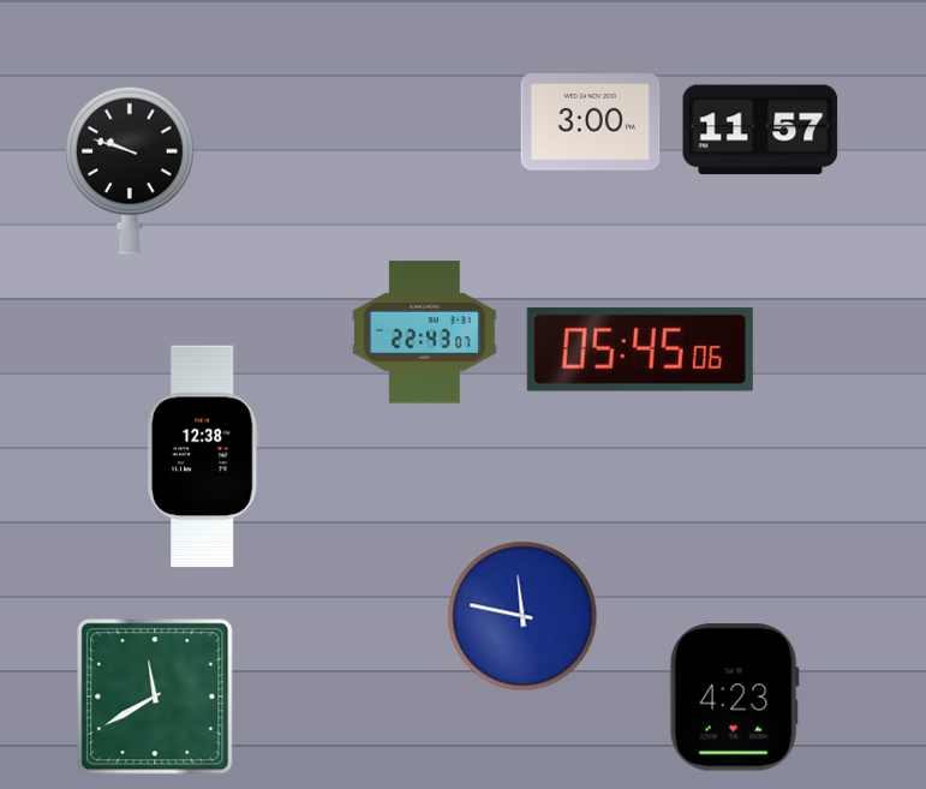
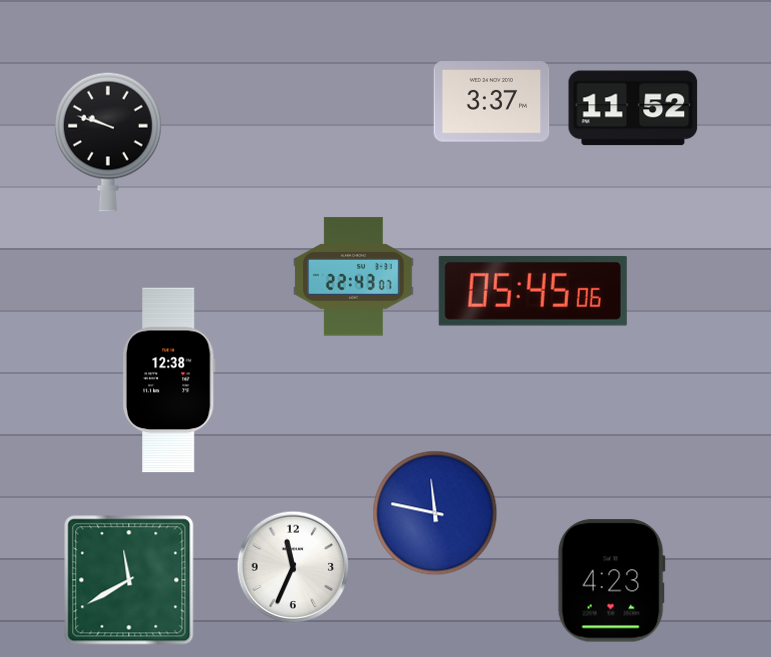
clock at (591, 122): 3:00 -> 3:37
clock at (760, 130): 11:57 -> 11:52
clock at (293, 567): none -> 11:34
